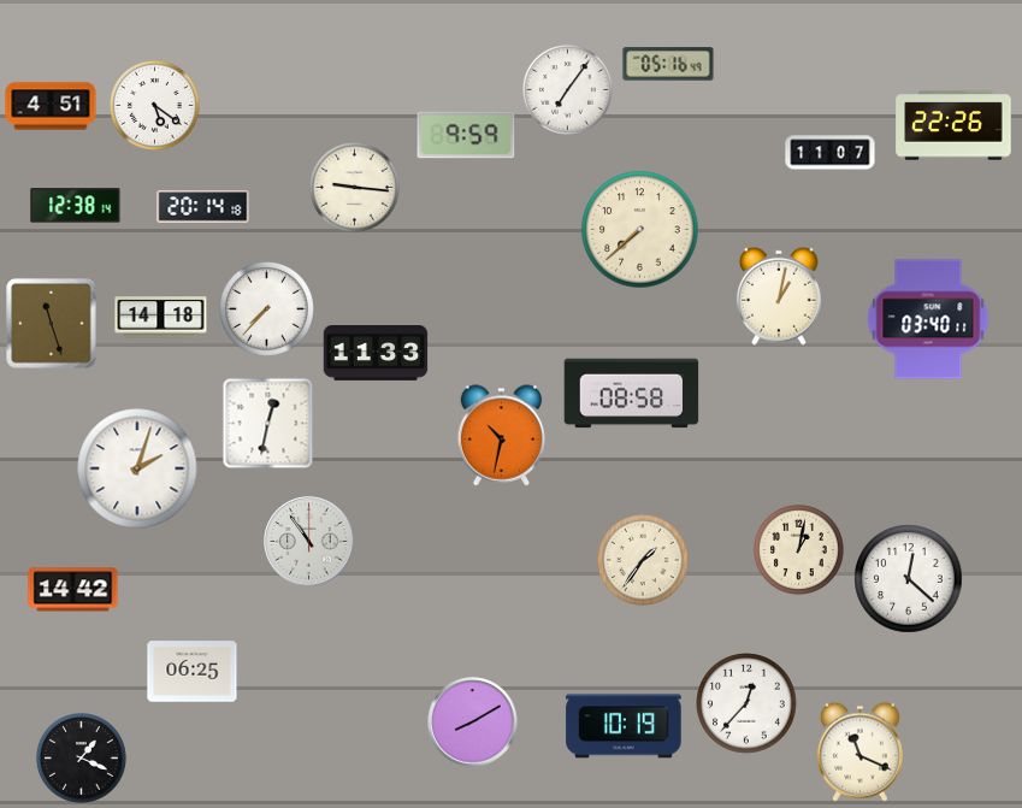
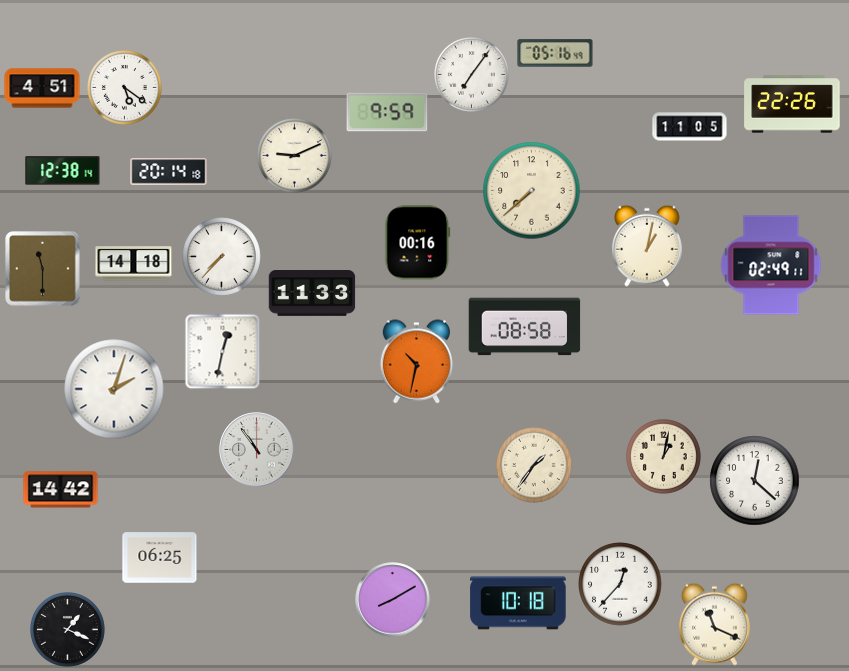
clock at (155, 106) position: (155, 106) -> (125, 88)
clock at (831, 153): 11:07 -> 11:05
clock at (355, 188): 9:16 -> 9:11
clock at (418, 243): none -> 00:16
clock at (928, 319): 03:40 -> 02:49
clock at (52, 324): 11:27 -> 11:30
clock at (624, 726): 10:19 -> 10:18
